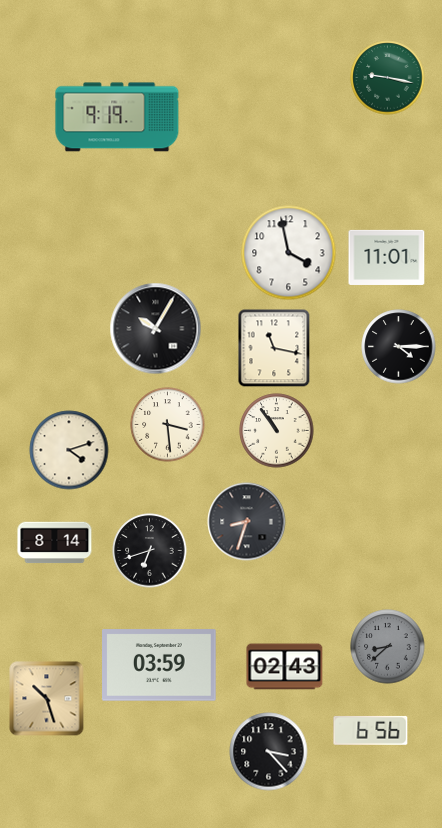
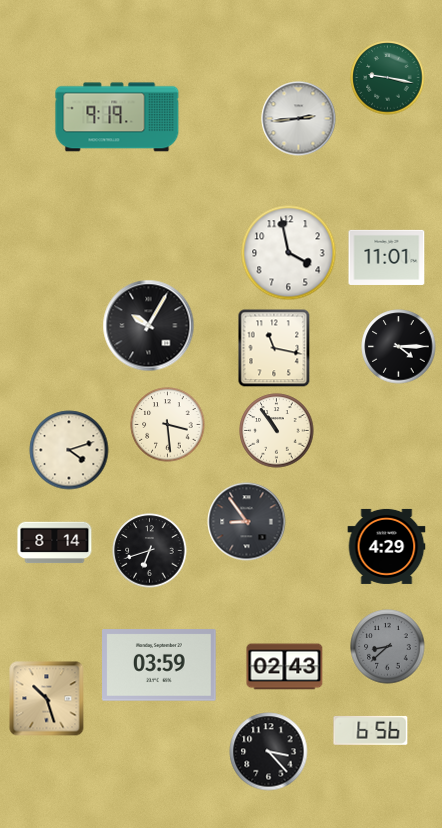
clock at (299, 119): none -> 2:44
clock at (156, 329) position: (156, 329) -> (149, 326)
clock at (247, 522): 8:33 -> 8:54
clock at (387, 546): none -> 4:29
